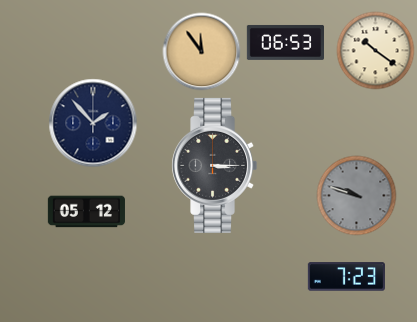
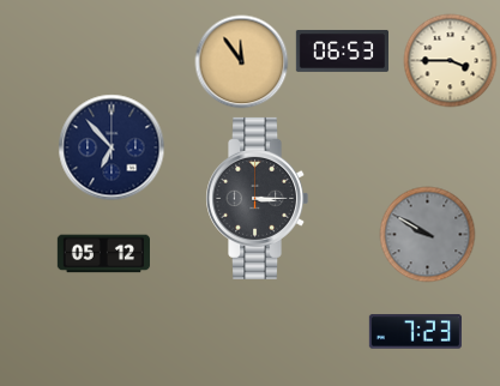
clock at (375, 50): 10:21 -> 3:45
clock at (93, 123): 1:53 -> 6:53
clock at (356, 195): 9:48 -> 9:50
